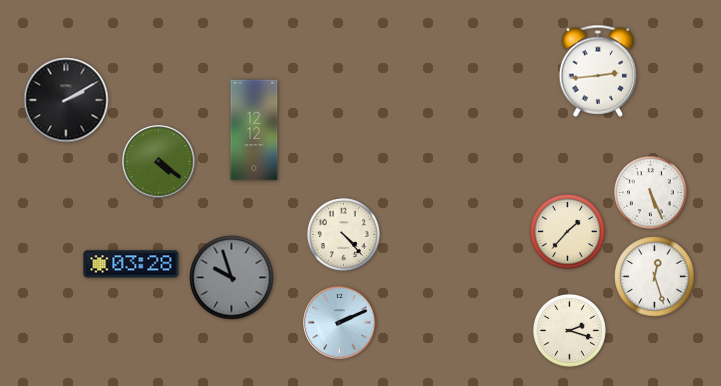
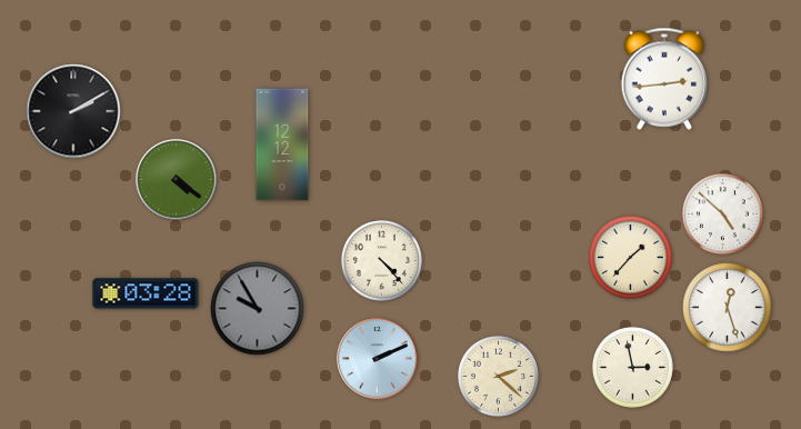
clock at (650, 192): 5:26 -> 4:52
clock at (232, 278): 9:57 -> 9:55
clock at (569, 330): 2:18 -> 2:58
clock at (498, 376): none -> 2:22
